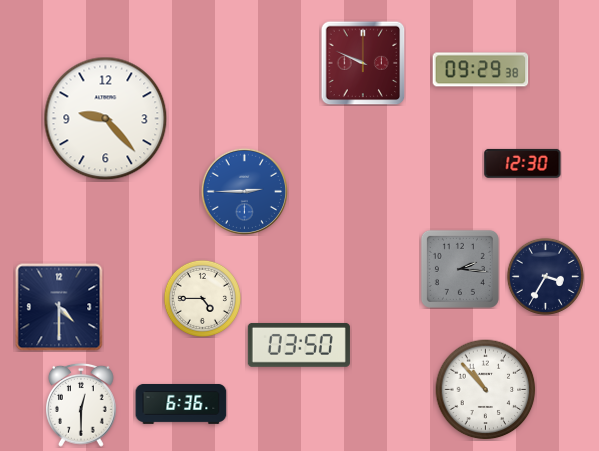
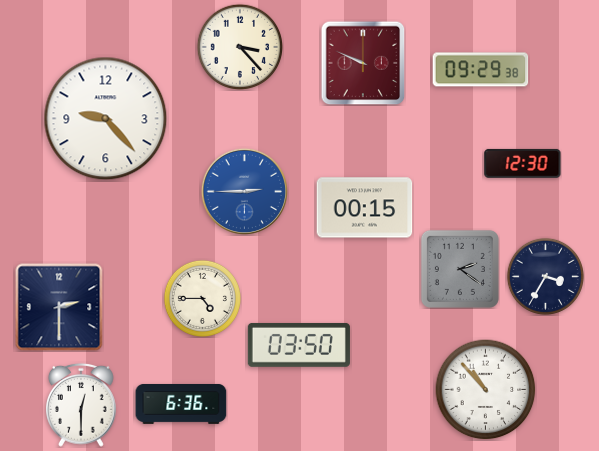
clock at (239, 46): none -> 3:23
clock at (365, 208): none -> 00:15
clock at (460, 269): 2:16 -> 2:21
clock at (59, 307): 4:30 -> 2:30
